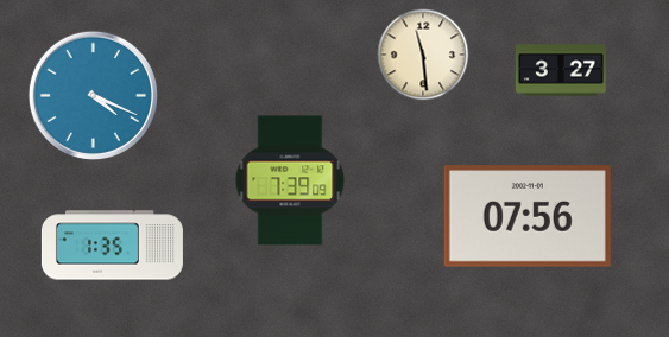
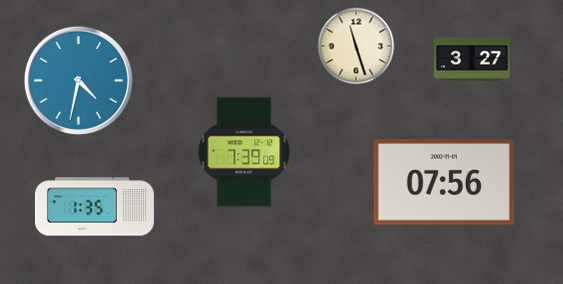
clock at (423, 55): 11:29 -> 11:27
clock at (93, 95): 4:19 -> 4:32
